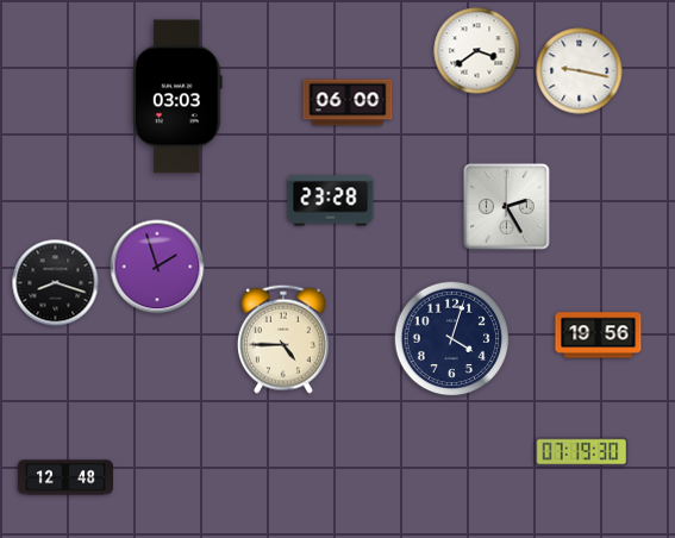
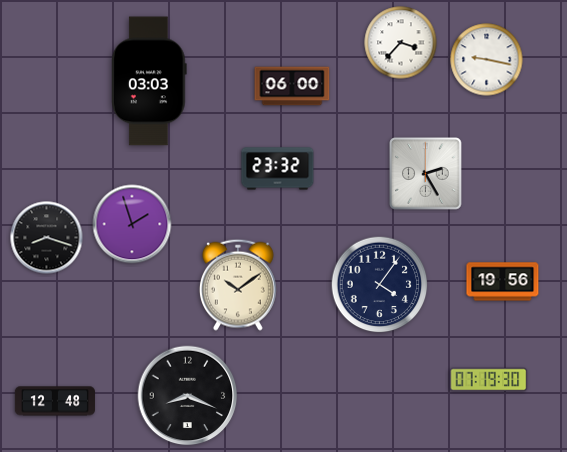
clock at (477, 51): 3:39 -> 3:37
clock at (331, 201): 23:28 -> 23:32
clock at (283, 339): 4:45 -> 10:09
clock at (452, 339): 4:03 -> 4:06
clock at (188, 396): none -> 8:19
